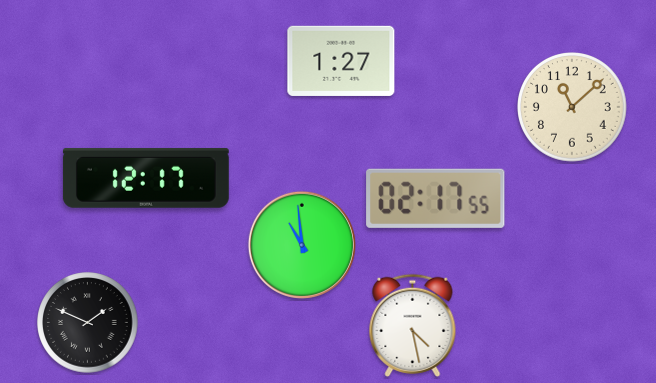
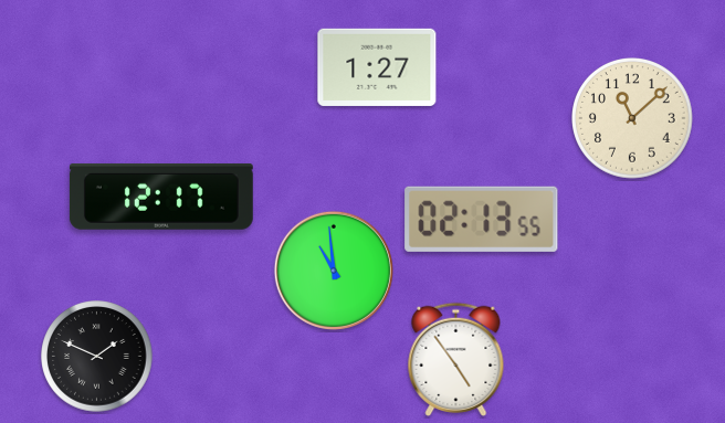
clock at (436, 198): 02:17 -> 02:13
clock at (413, 325): 4:28 -> 4:54
